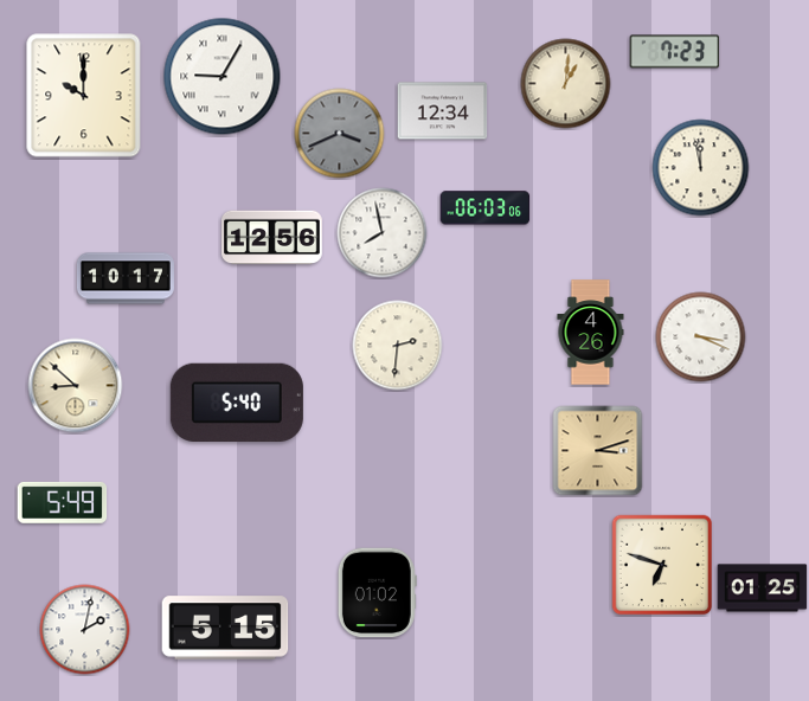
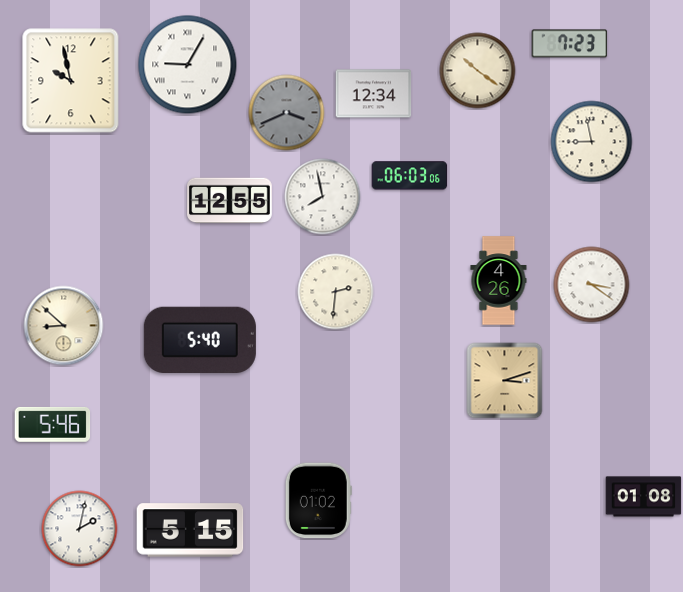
clock at (566, 84): 1:01 -> 10:21
clock at (84, 96): 10:00 -> 9:58
clock at (701, 168): 11:58 -> 8:58
clock at (272, 238): 12:56 -> 12:55
clock at (126, 278): 10:17 -> none
clock at (701, 337): 3:19 -> 3:21
clock at (63, 502): 5:49 -> 5:46
clock at (662, 565): 6:48 -> none
clock at (763, 589): 01:25 -> 01:08
clock at (85, 630) position: (85, 630) -> (80, 529)
